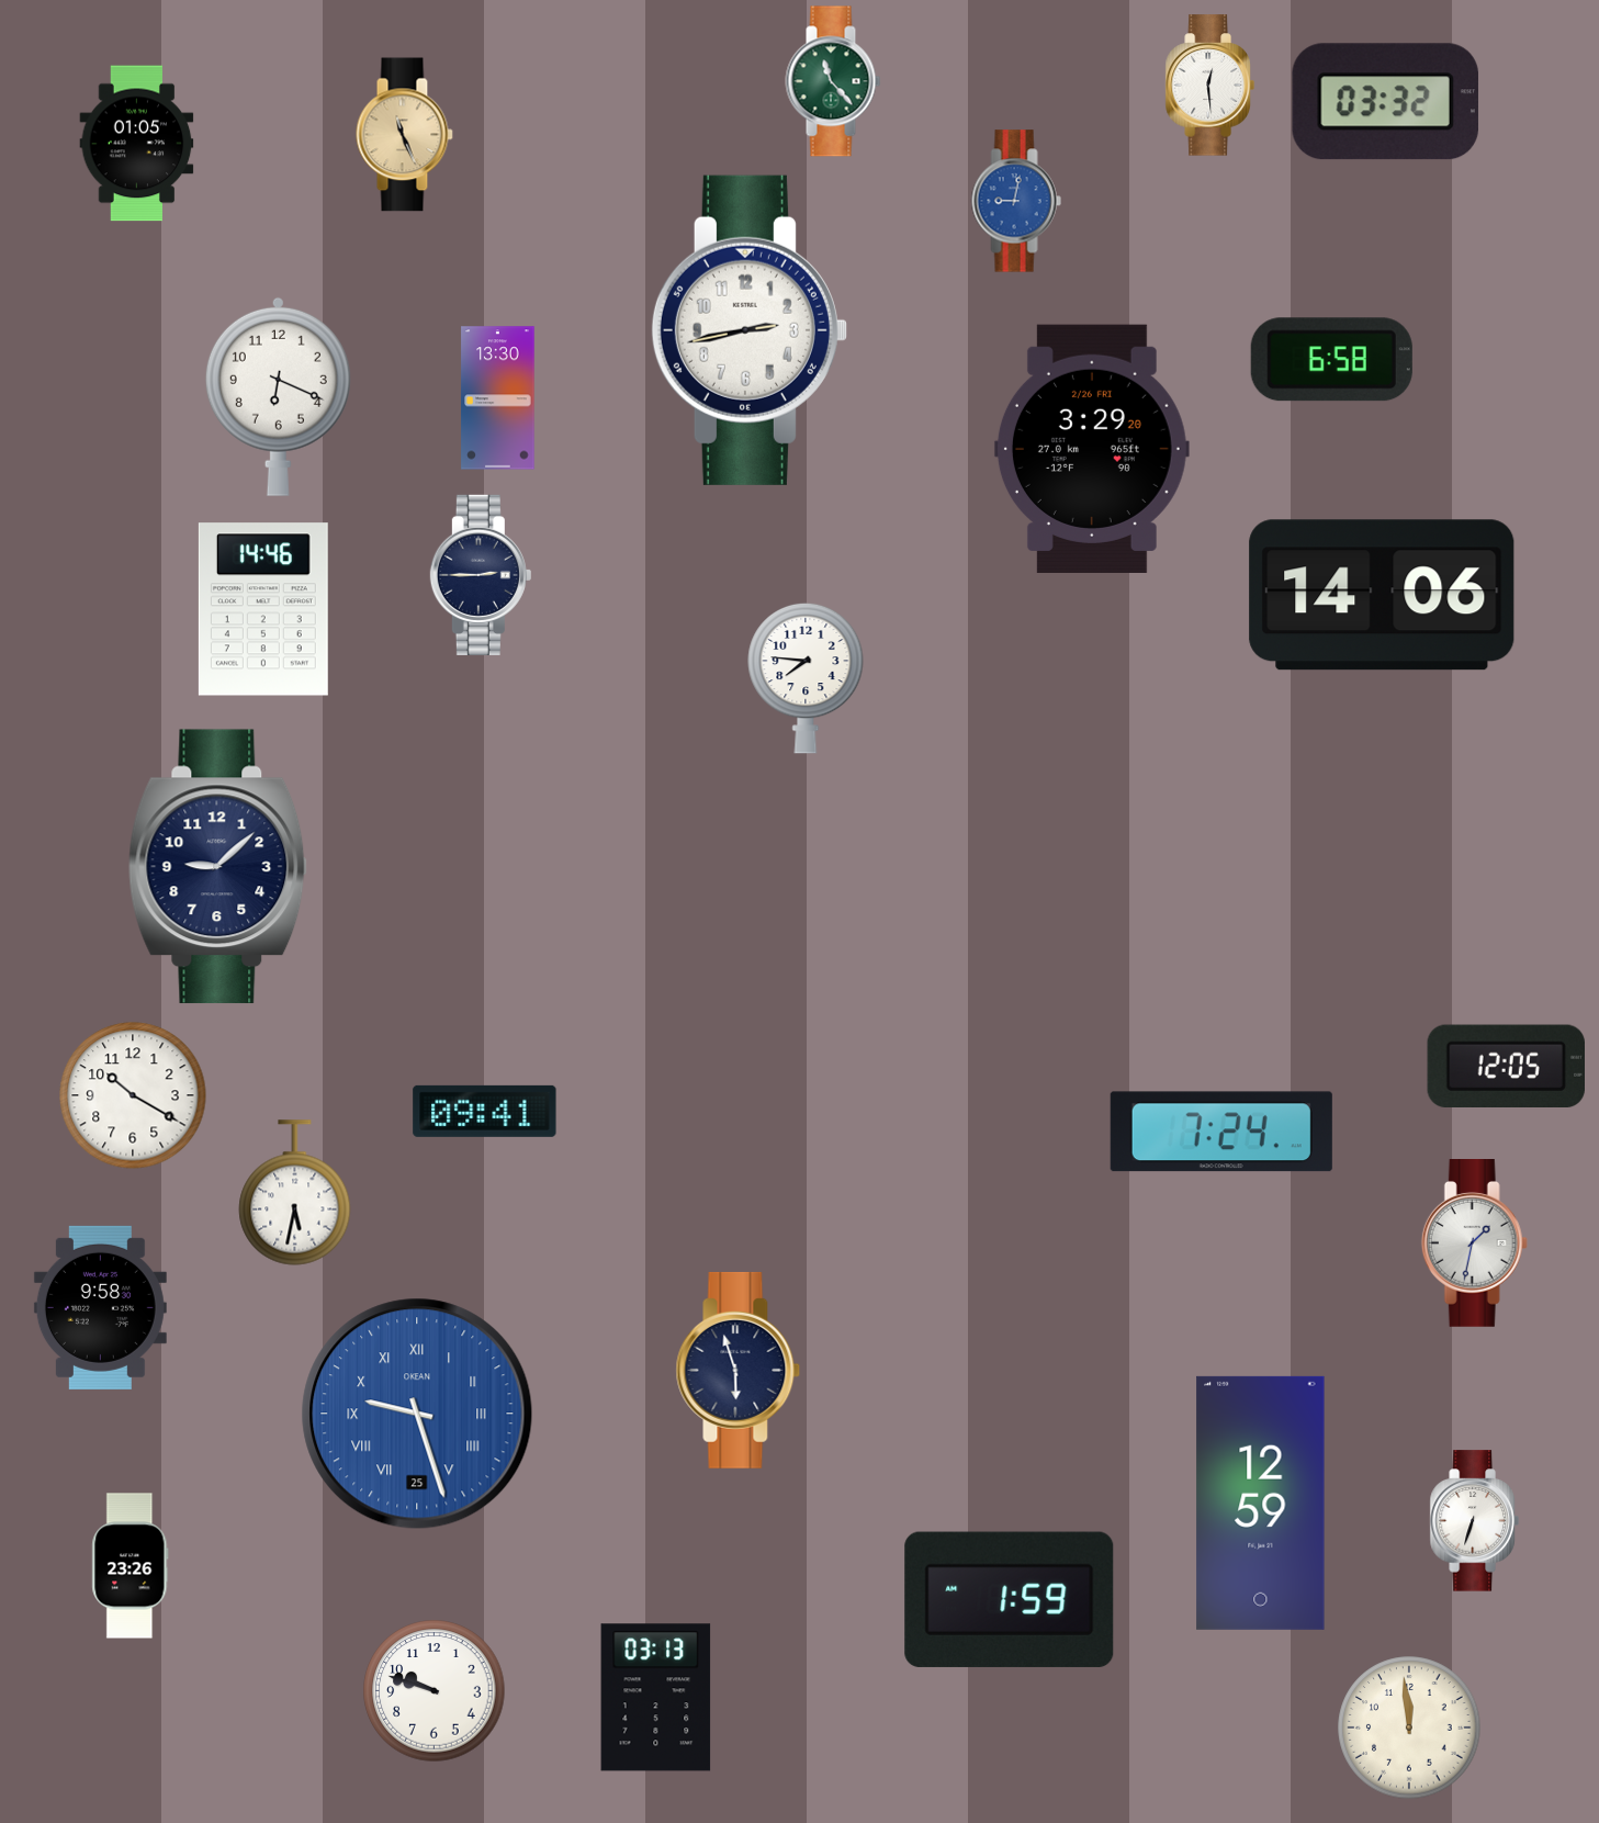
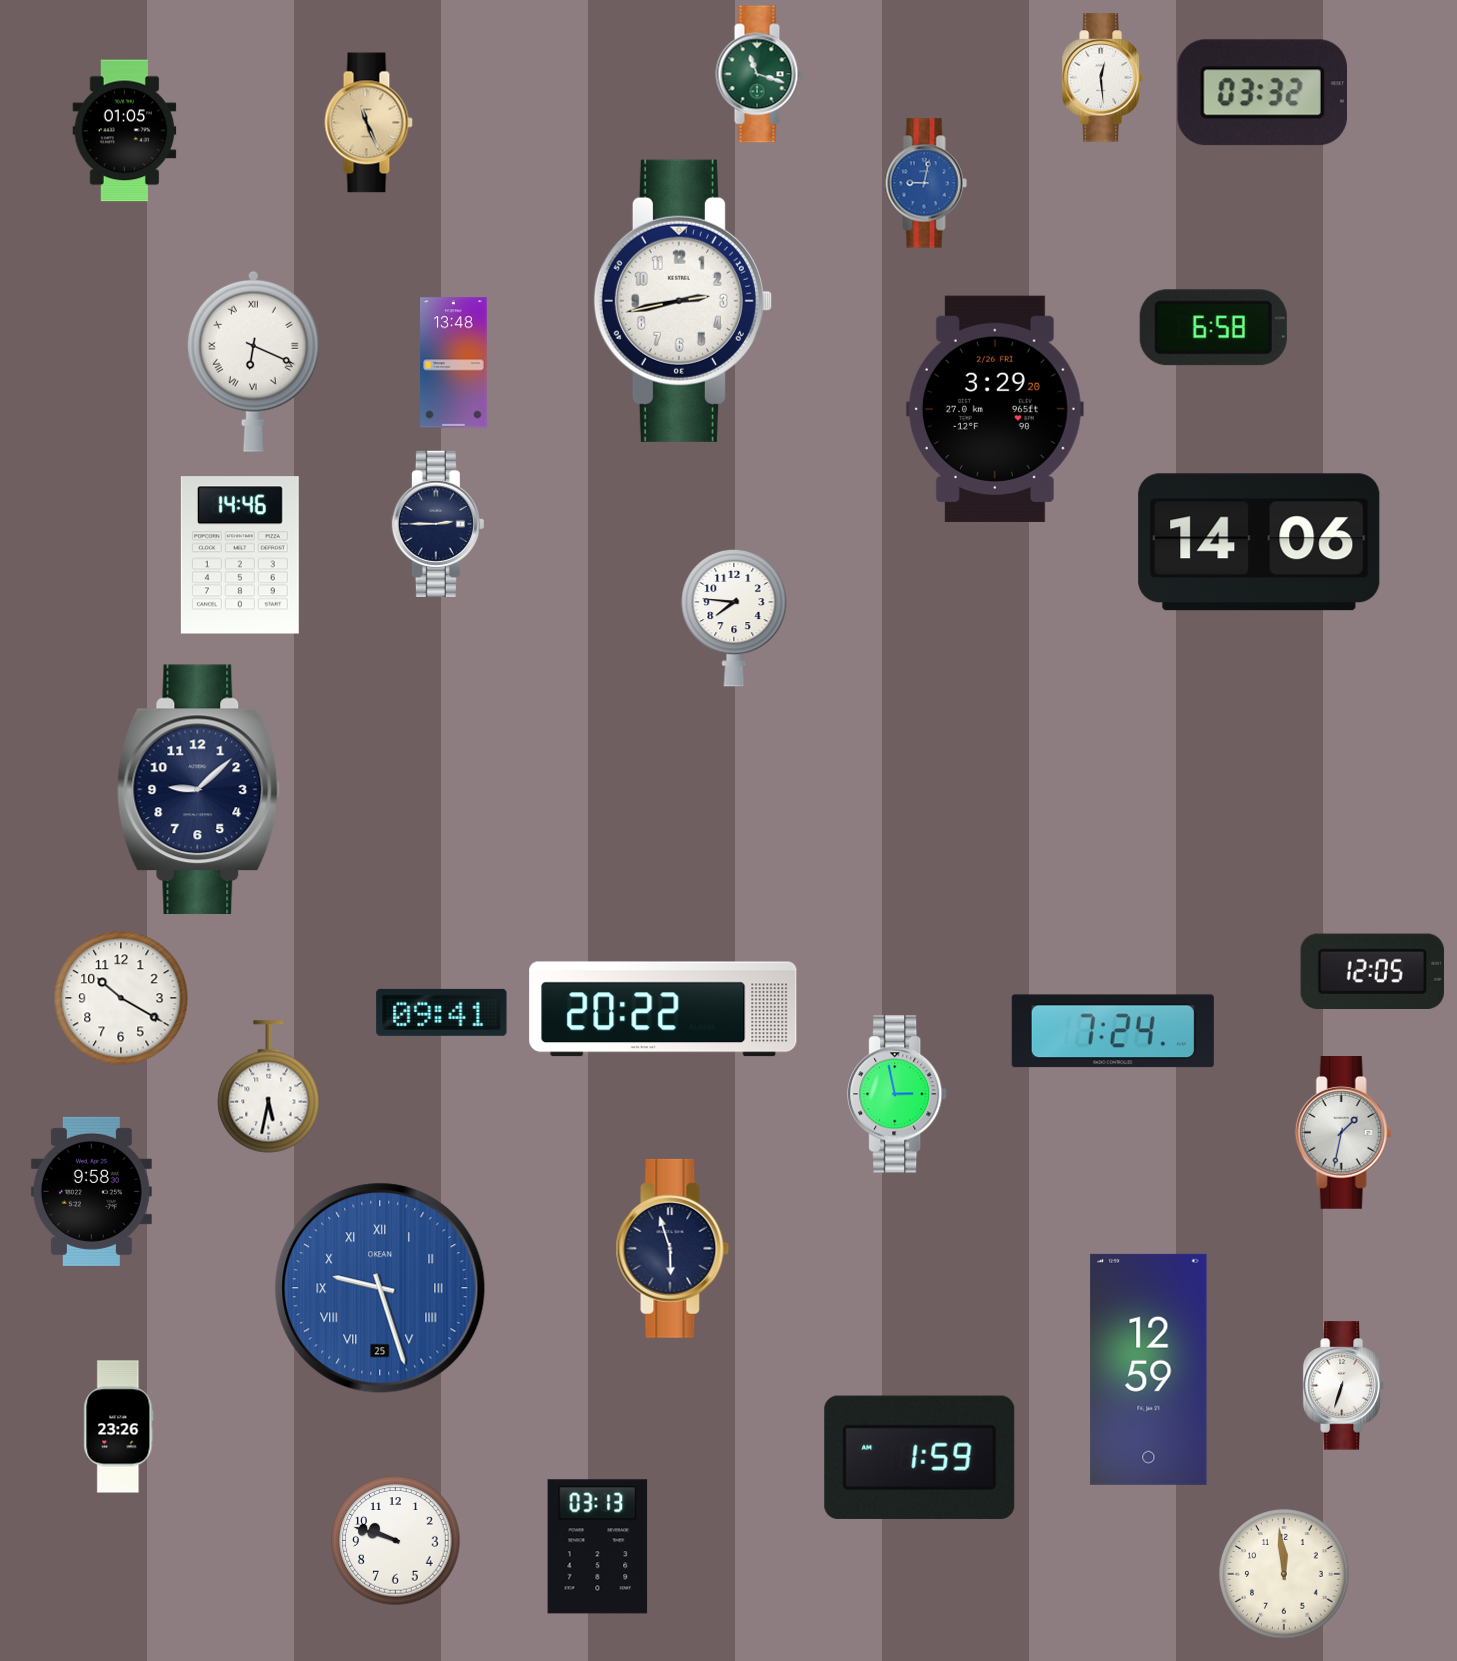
clock at (833, 81): 11:23 -> 11:18
clock at (278, 396) numerals: Arabic -> Roman
clock at (498, 398): 13:30 -> 13:48
clock at (663, 1009): none -> 20:22
clock at (898, 1094): none -> 2:58
